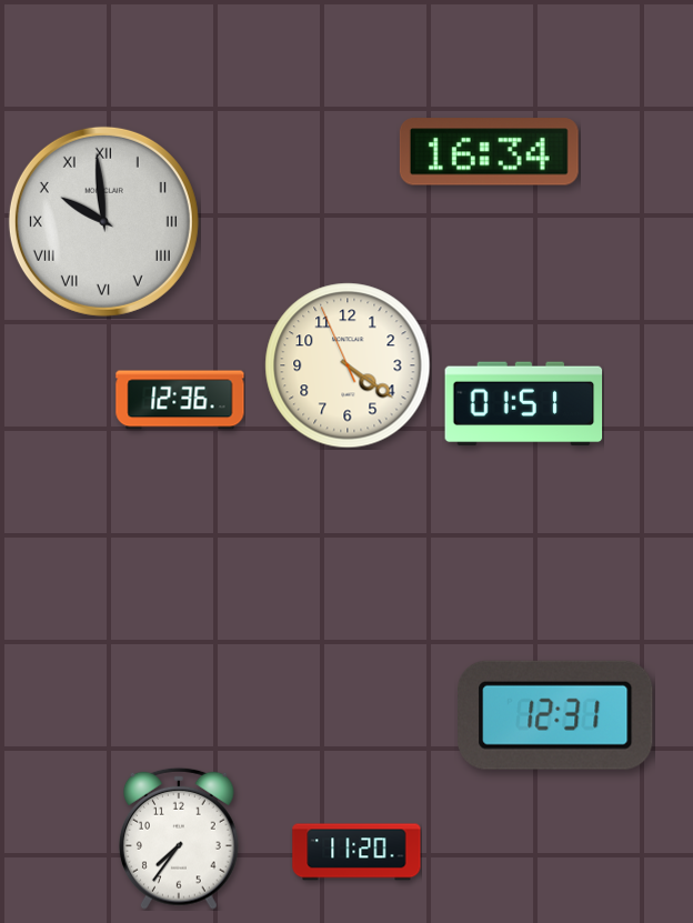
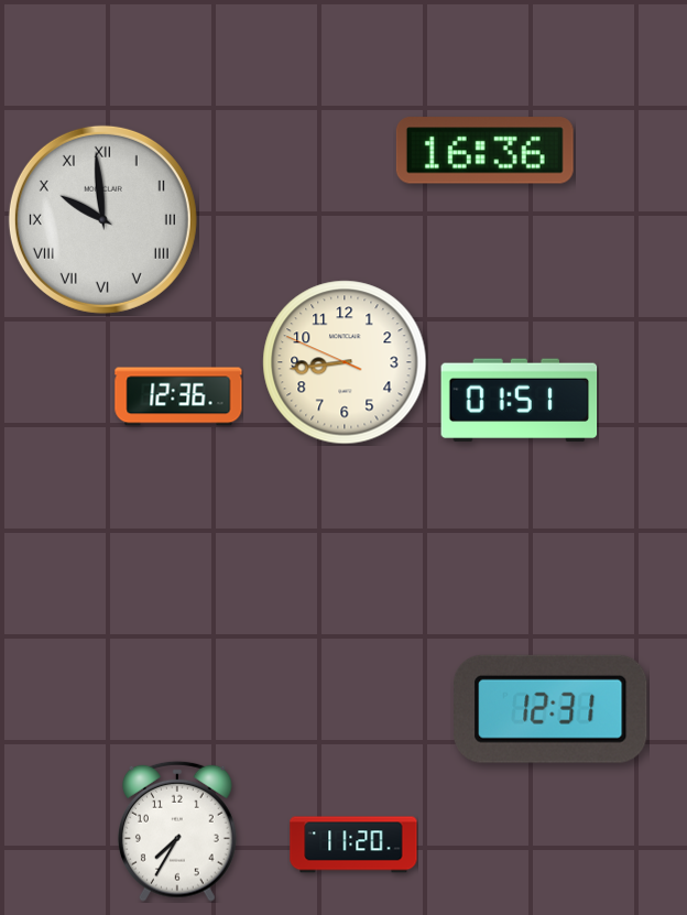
clock at (489, 152): 16:34 -> 16:36
clock at (348, 365): 4:20 -> 8:43
clock at (179, 839): 7:36 -> 7:35
